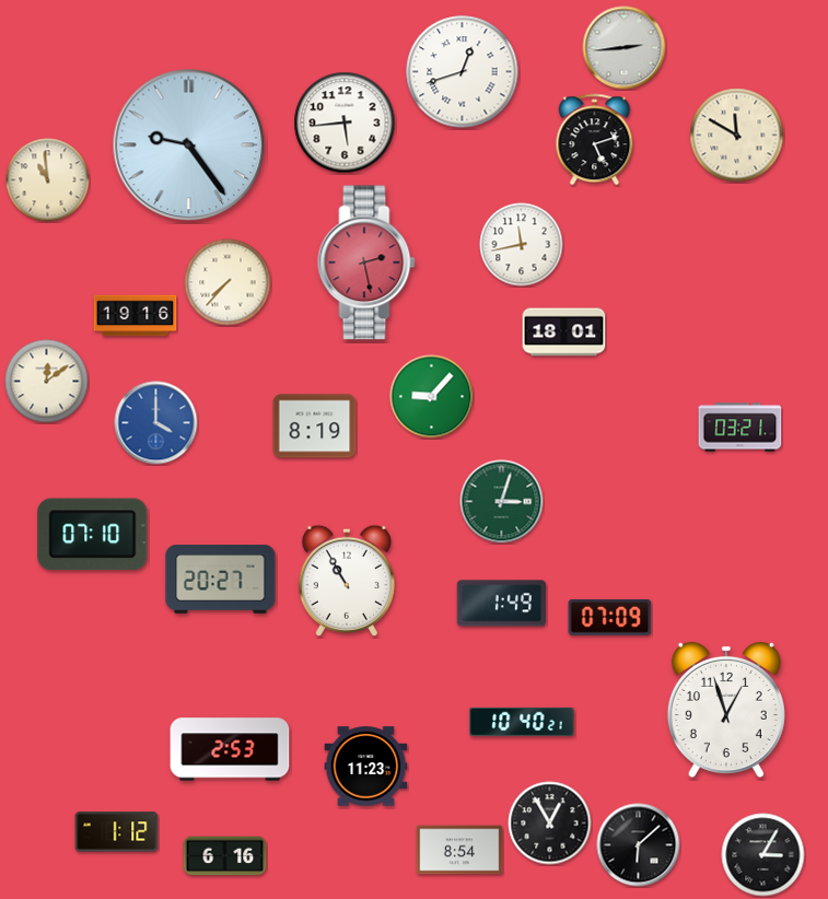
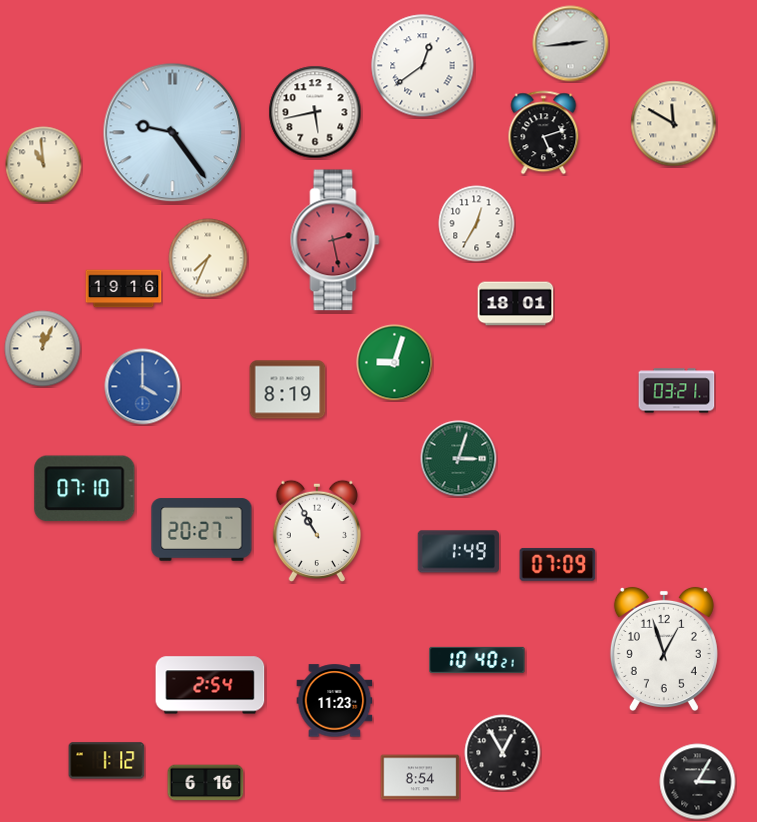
clock at (463, 72): 12:42 -> 12:39
clock at (345, 122): 5:44 -> 5:43
clock at (595, 140) position: (595, 140) -> (544, 133)
clock at (522, 245): 11:43 -> 12:35
clock at (228, 282): 7:37 -> 7:34
clock at (47, 382): 12:09 -> 12:04
clock at (432, 397): 9:07 -> 9:03
clock at (230, 749): 2:53 -> 2:54
clock at (639, 845): 6:08 -> none
